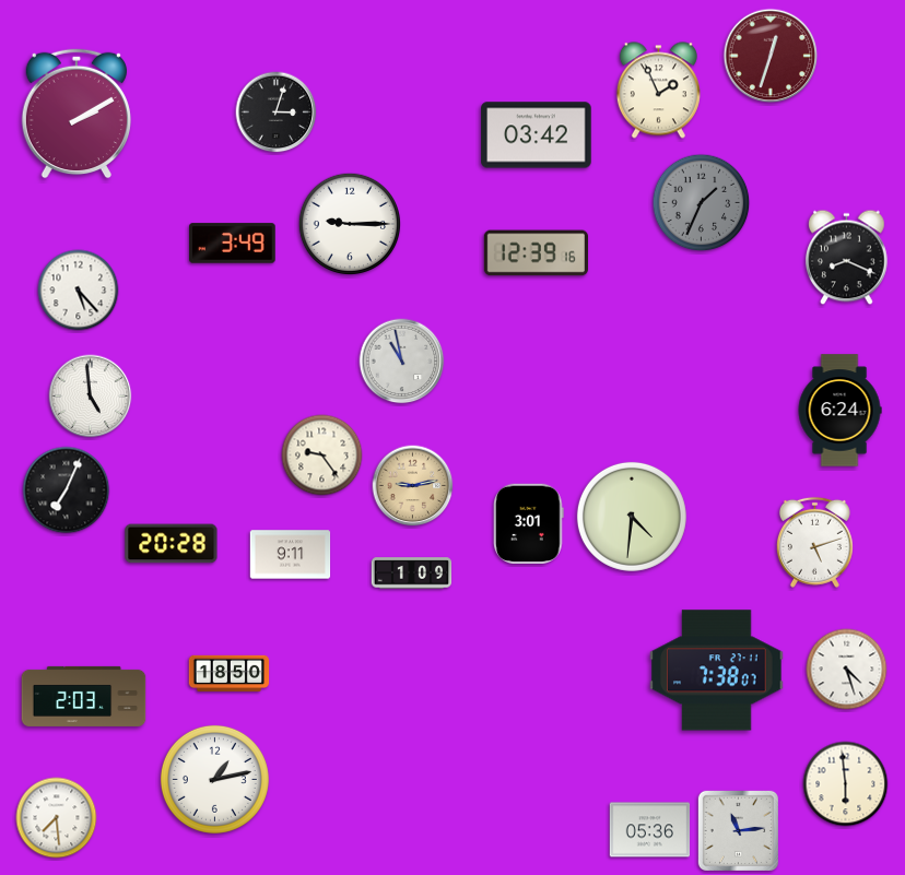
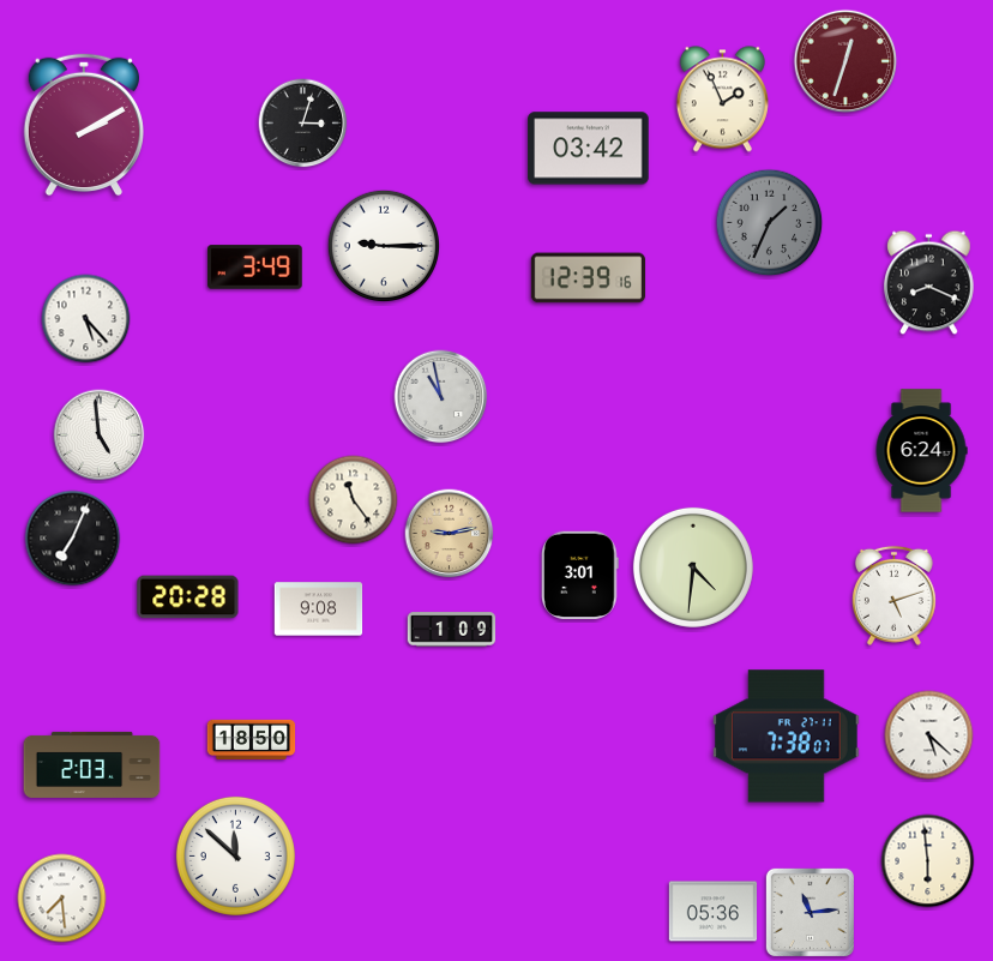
clock at (322, 456): 9:24 -> 11:24
clock at (413, 486) position: (413, 486) -> (450, 534)
clock at (291, 555): 9:11 -> 9:08
clock at (847, 670): 4:27 -> 5:22
clock at (214, 779): 1:13 -> 11:52
